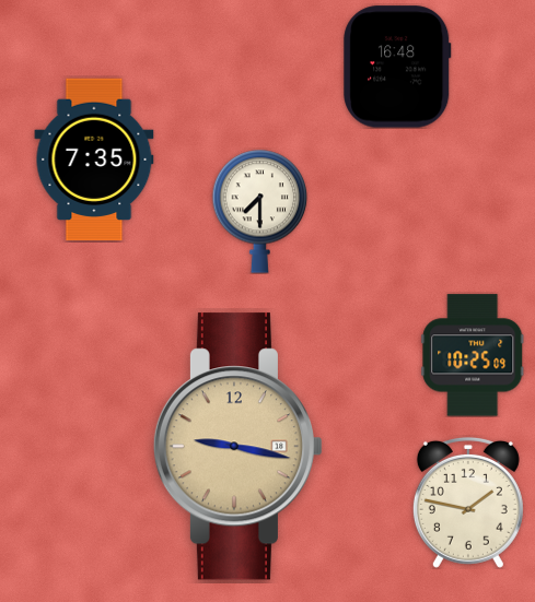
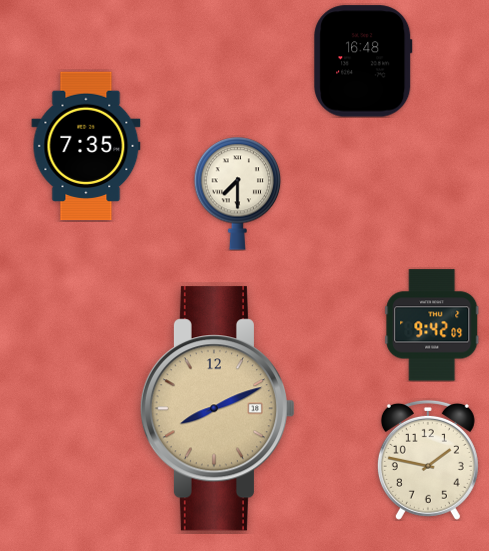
clock at (473, 355): 10:25 -> 9:42
clock at (239, 447): 9:17 -> 8:11
